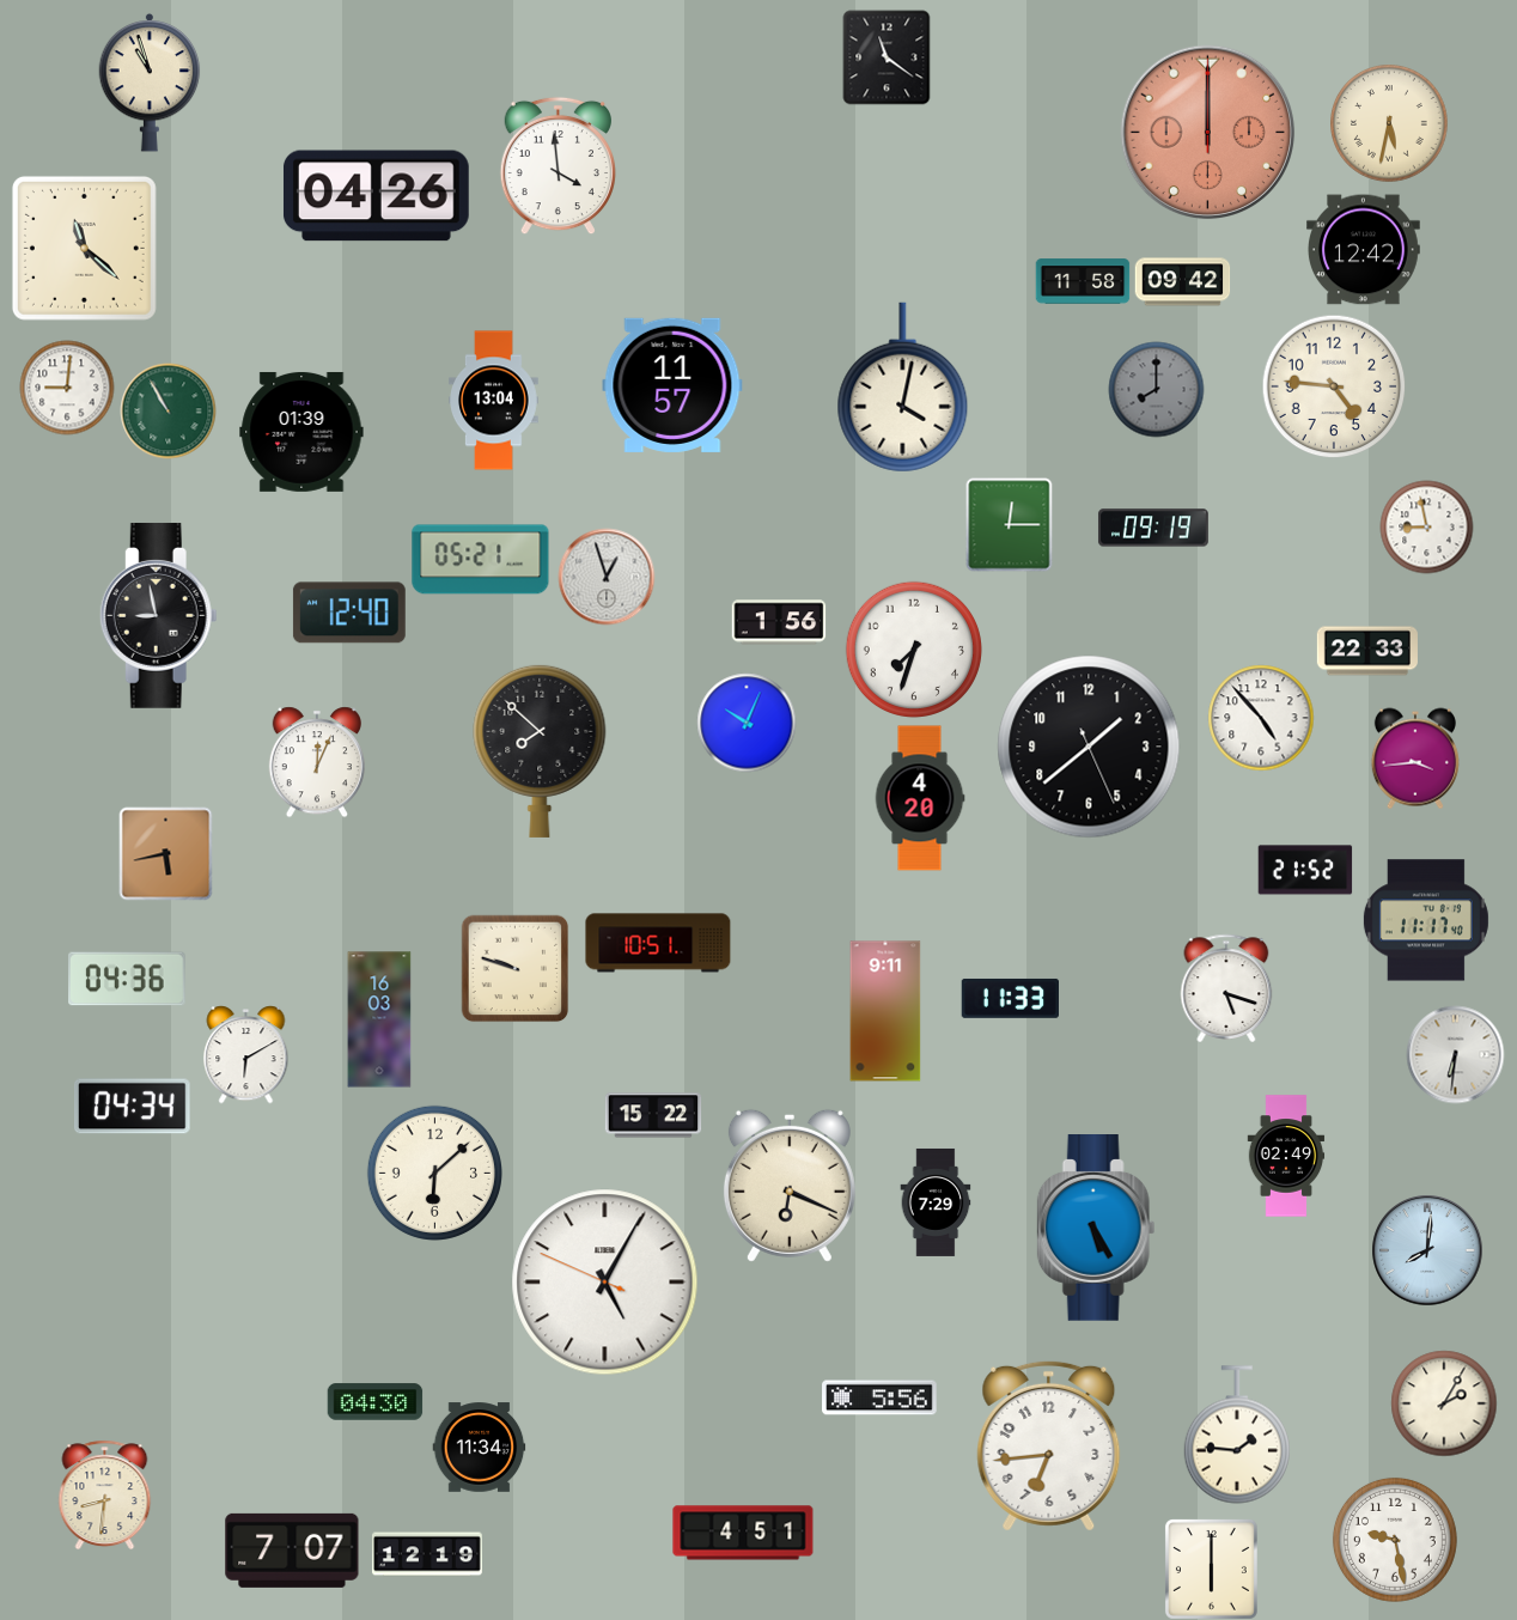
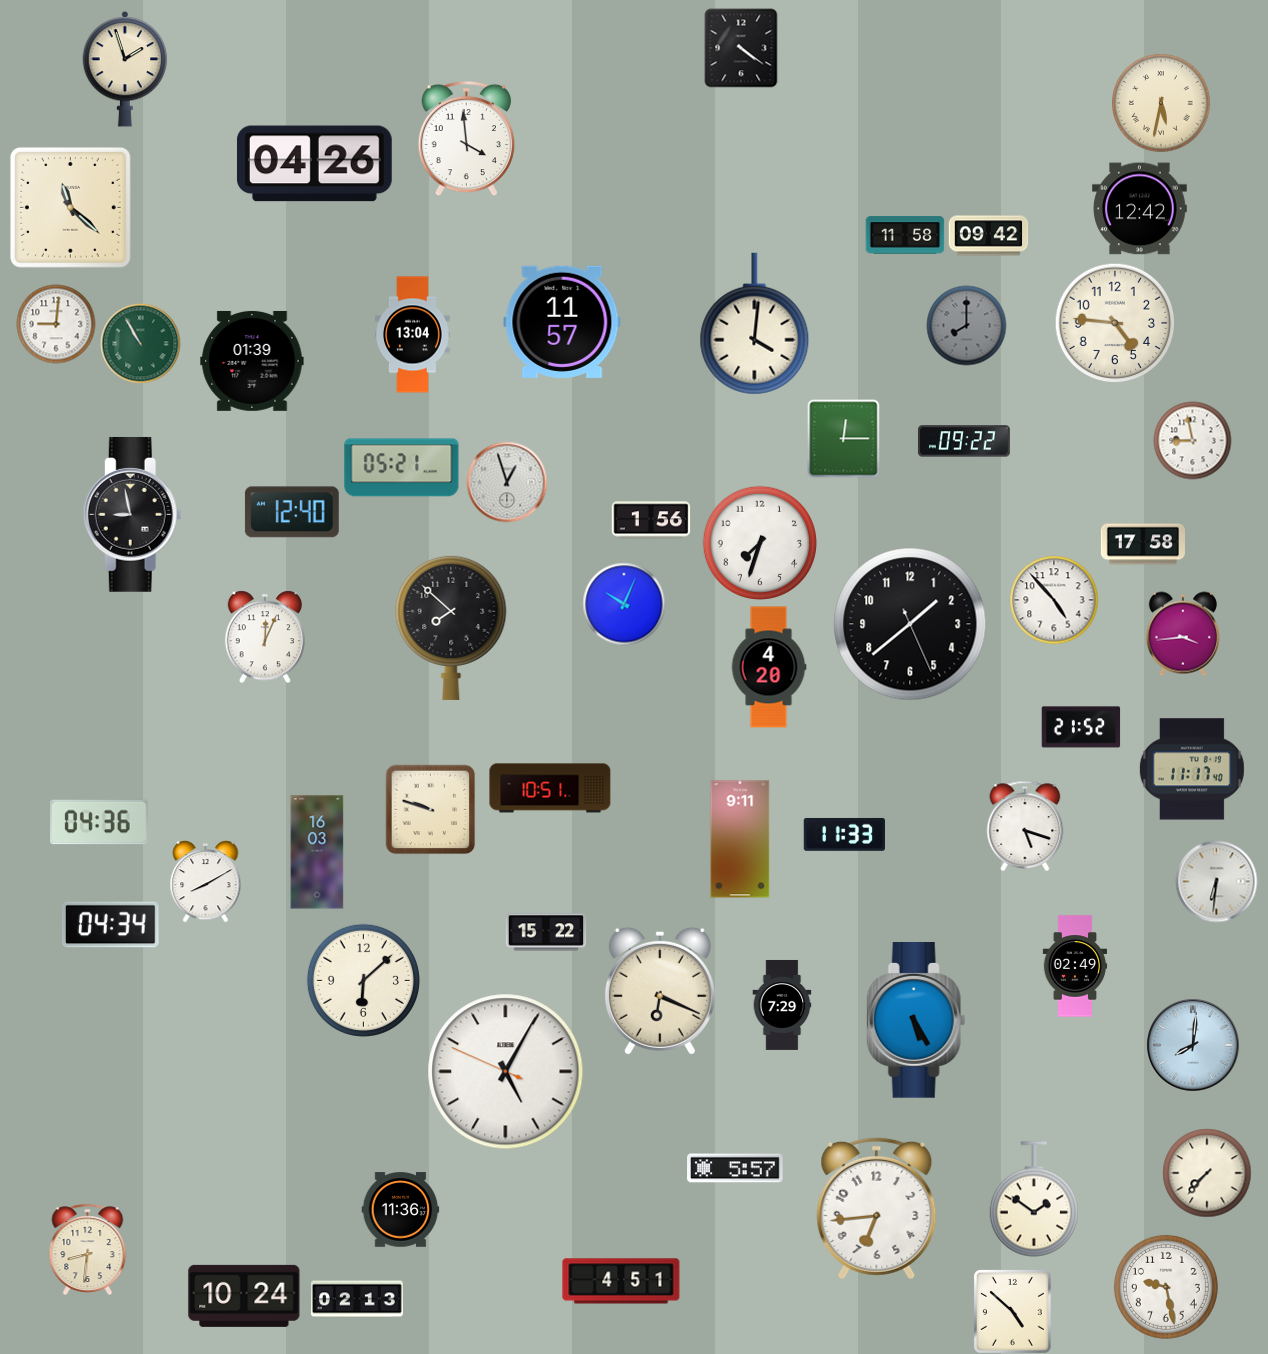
clock at (887, 57): 11:21 -> 4:21
clock at (150, 83): 10:57 -> 1:57
clock at (1208, 133): 12:00 -> none
clock at (903, 388): 4:02 -> 4:01
clock at (1153, 528): 09:19 -> 09:22
clock at (914, 650) position: (914, 650) -> (760, 543)
clock at (1367, 651): 22:33 -> 17:58
clock at (165, 853): 5:43 -> none
clock at (1305, 870) position: (1305, 870) -> (1081, 727)
clock at (127, 979) position: (127, 979) -> (99, 822)
clock at (885, 1011) position: (885, 1011) -> (740, 839)
clock at (246, 1054): 6:10 -> 8:10
clock at (1096, 1229) position: (1096, 1229) -> (916, 1021)
clock at (879, 1397): 5:56 -> 5:57
clock at (374, 1402): 04:30 -> none
clock at (1444, 1403): 2:05 -> 7:37
clock at (1237, 1435): 1:46 -> 1:51
clock at (479, 1448): 11:34 -> 11:36
clock at (292, 1551): 7:07 -> 10:24
clock at (427, 1554): 12:19 -> 02:13
clock at (1211, 1569): 6:00 -> 4:52
